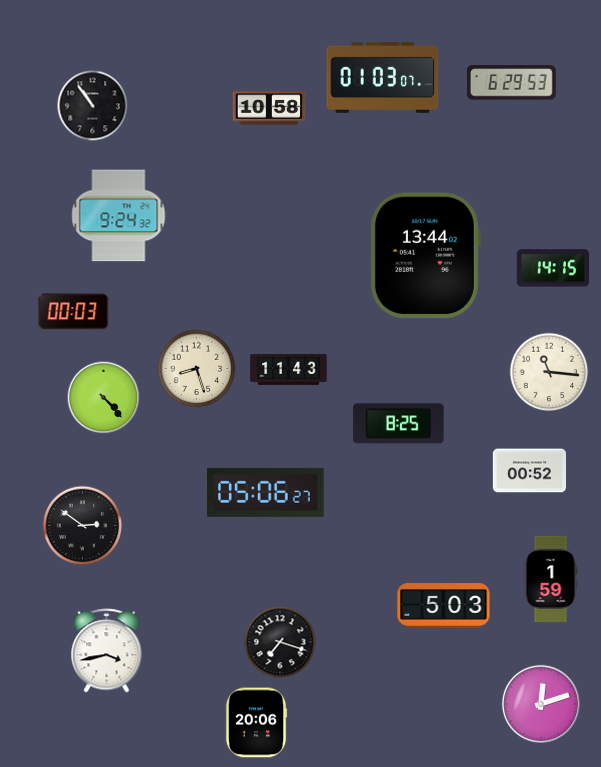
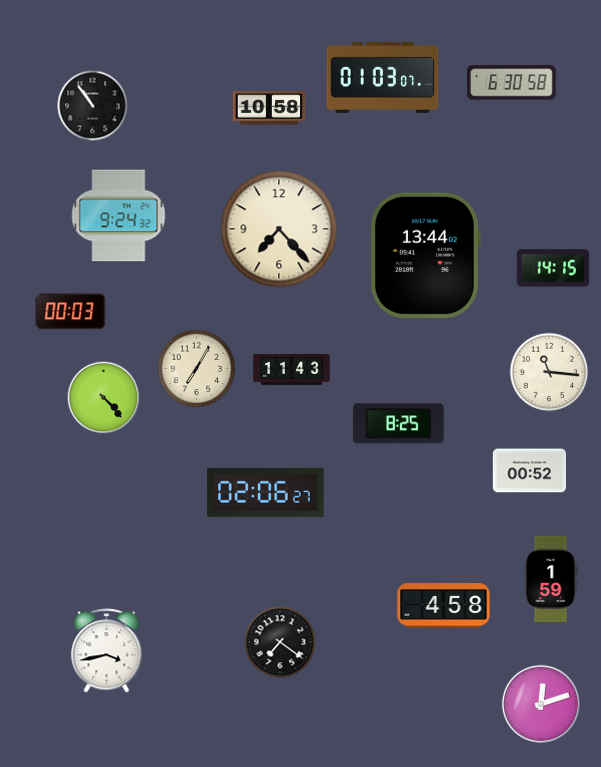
clock at (511, 83): 6:29 -> 6:30
clock at (279, 229): none -> 7:23
clock at (74, 312) position: (74, 312) -> (71, 312)
clock at (197, 369): 8:27 -> 7:05
clock at (289, 369) position: (289, 369) -> (292, 369)
clock at (266, 492): 05:06 -> 02:06
clock at (83, 526): 2:51 -> none
clock at (444, 606): 5:03 -> 4:58
clock at (280, 642): 7:18 -> 7:21
clock at (256, 723): 20:06 -> none
